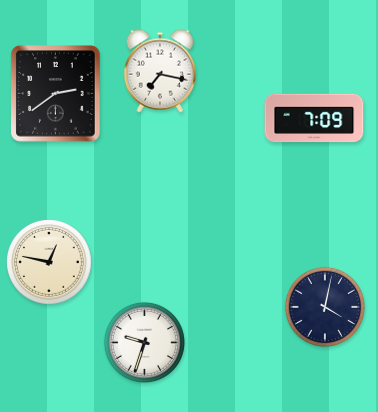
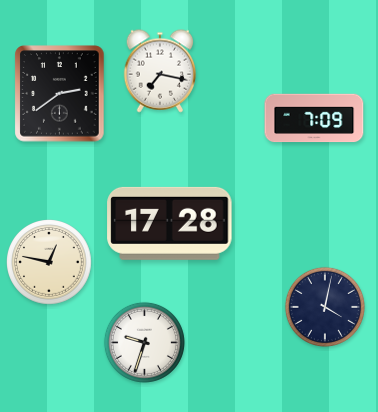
clock at (56, 94) position: (56, 94) -> (60, 94)
clock at (170, 223): none -> 17:28
